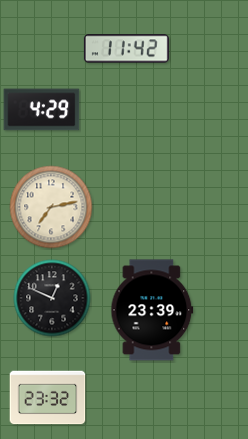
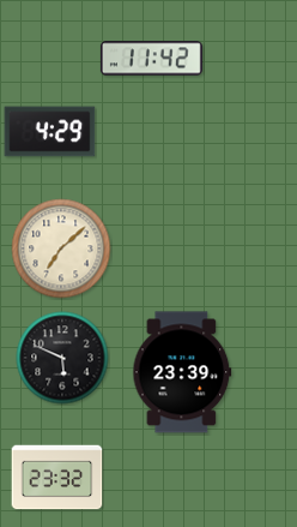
clock at (51, 207): 7:13 -> 7:08
clock at (52, 298): 12:49 -> 5:49
